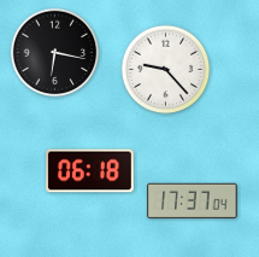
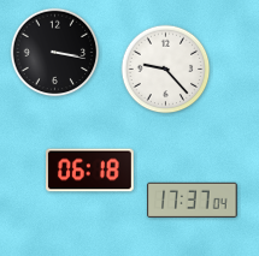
clock at (55, 53): 6:17 -> 3:17
